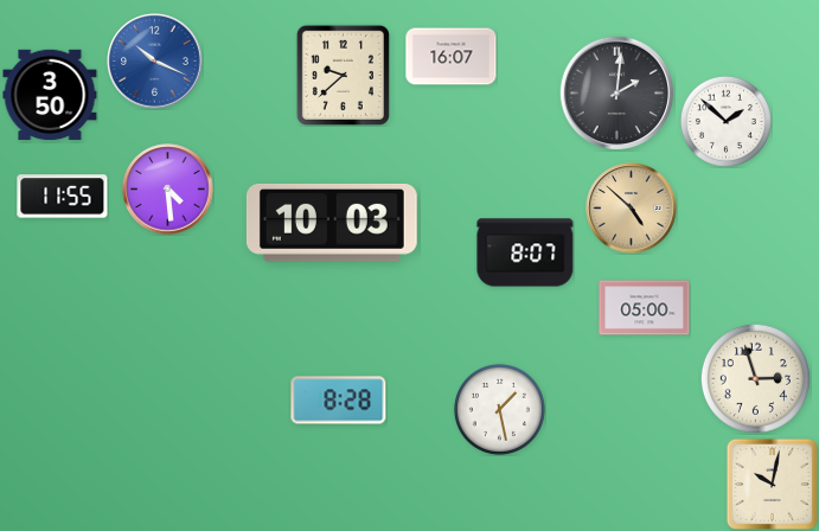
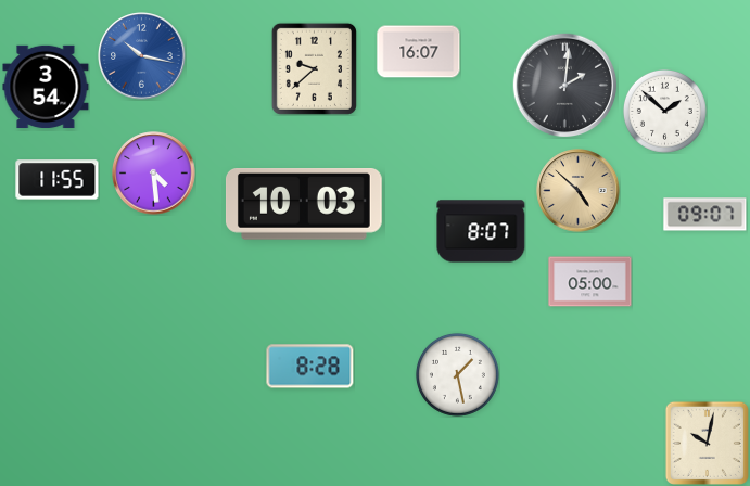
clock at (452, 57) position: (452, 57) -> (419, 52)
clock at (155, 62): 10:19 -> 10:17
clock at (50, 95): 3:50 -> 3:54
clock at (705, 215): none -> 09:07
clock at (755, 378): 2:57 -> none
